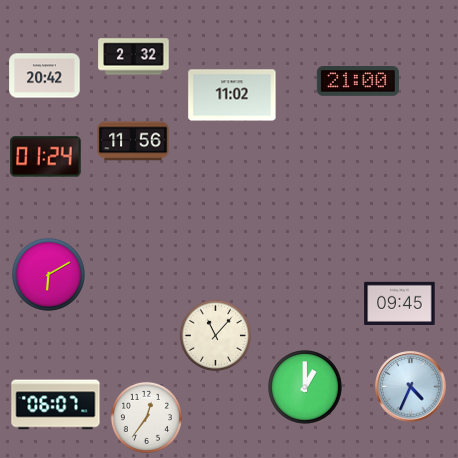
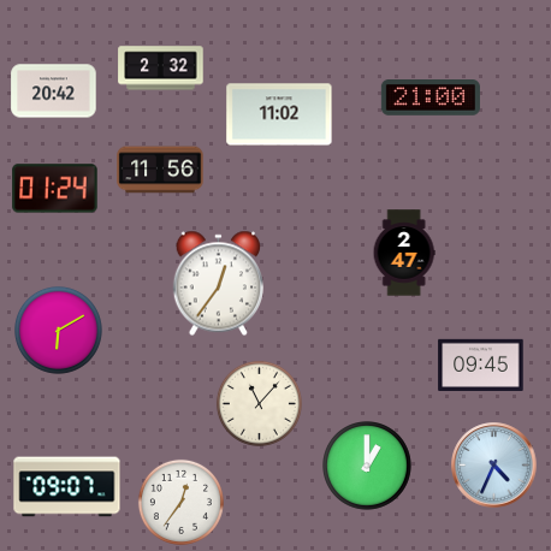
clock at (404, 253): none -> 2:47
clock at (218, 284): none -> 12:36
clock at (56, 405): 06:07 -> 09:07
clock at (146, 417) position: (146, 417) -> (180, 502)
